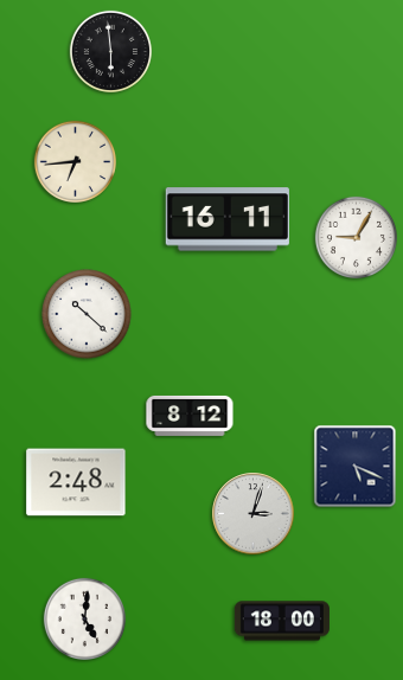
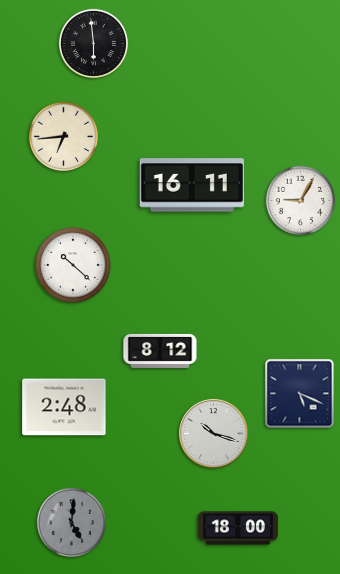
clock at (254, 514): 3:03 -> 10:18
clock at (84, 618) dial: white -> grey
clock at (282, 621) position: (282, 621) -> (238, 528)
